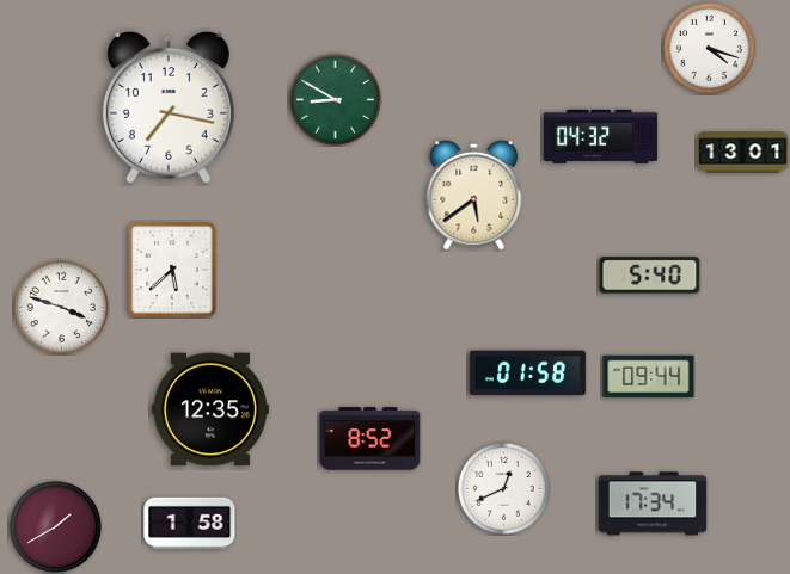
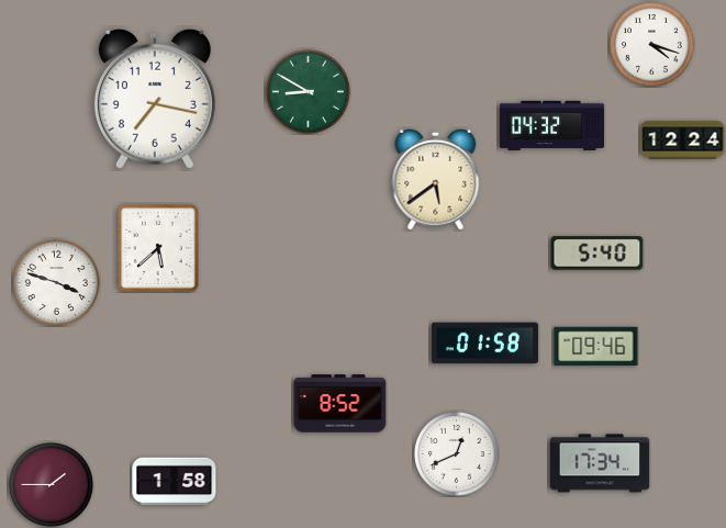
clock at (743, 153): 13:01 -> 12:24
clock at (649, 377): 09:44 -> 09:46
clock at (210, 409): 12:35 -> none
clock at (503, 488) position: (503, 488) -> (456, 453)
clock at (55, 526): 1:40 -> 1:45
